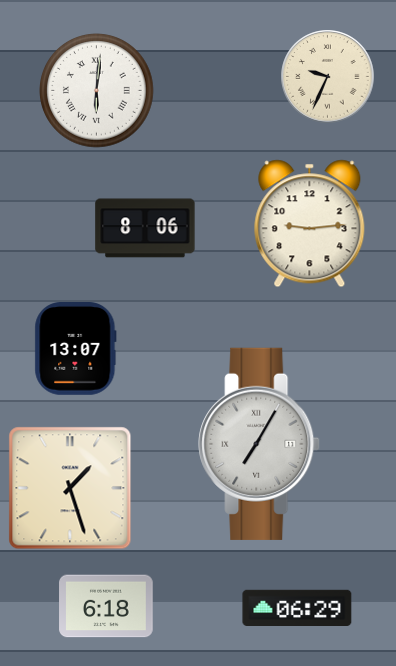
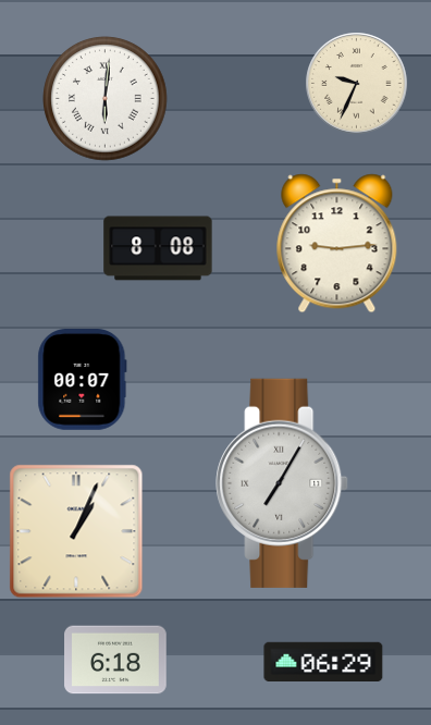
clock at (145, 228): 8:06 -> 8:08
clock at (76, 349): 13:07 -> 00:07
clock at (70, 488): 1:27 -> 1:04
